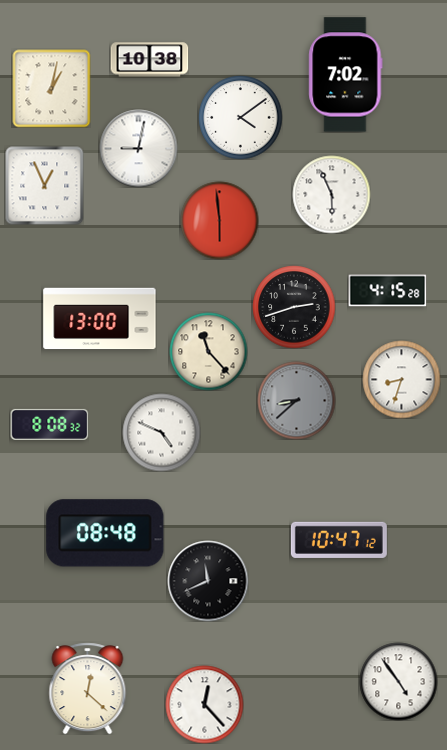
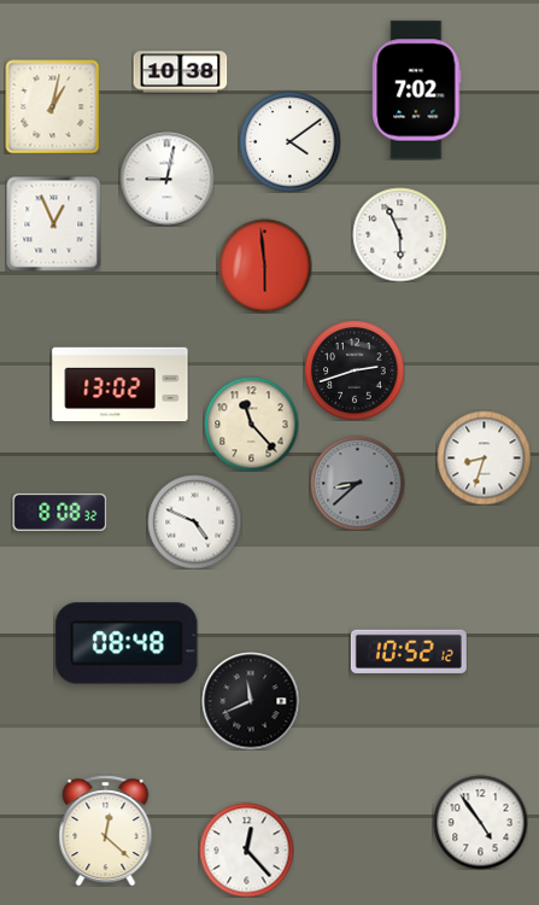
clock at (51, 88) position: (51, 88) -> (52, 106)
clock at (387, 291): 4:15 -> none
clock at (100, 319): 13:00 -> 13:02
clock at (339, 540): 10:47 -> 10:52
